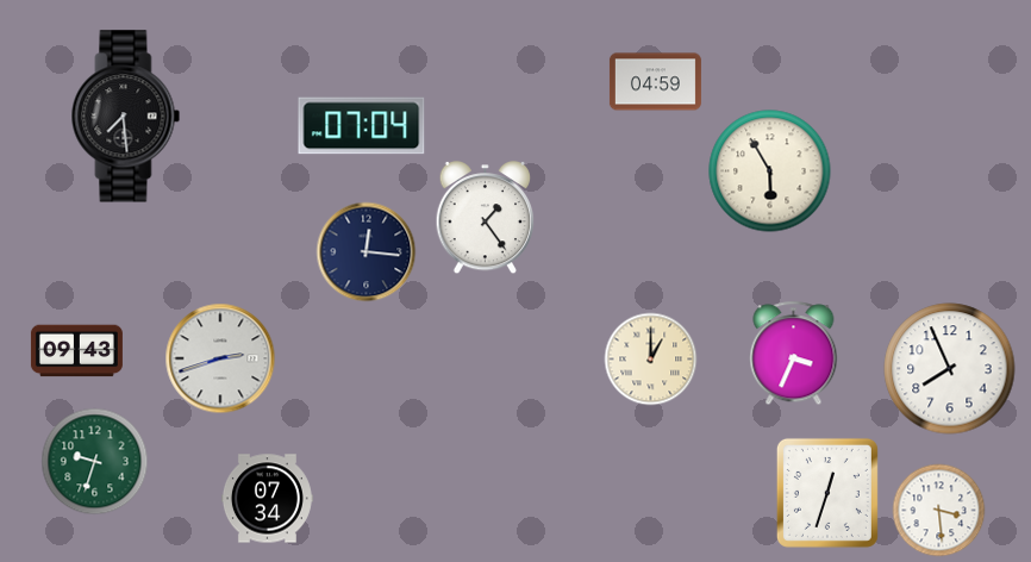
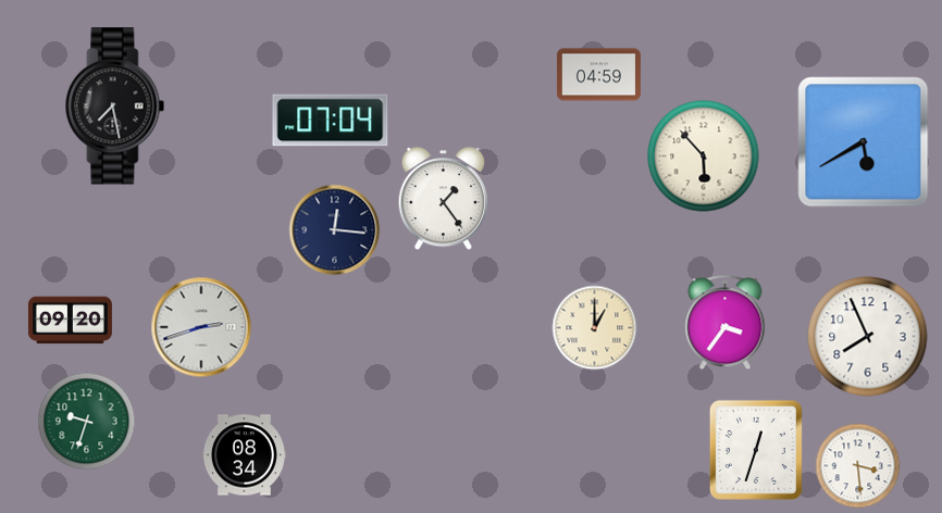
clock at (126, 117): 7:29 -> 7:28
clock at (362, 126) position: (362, 126) -> (331, 121)
clock at (864, 142): none -> 5:40
clock at (770, 171): 5:55 -> 5:53
clock at (76, 351): 09:43 -> 09:20
clock at (794, 352): 3:34 -> 3:36
clock at (267, 499): 07:34 -> 08:34
